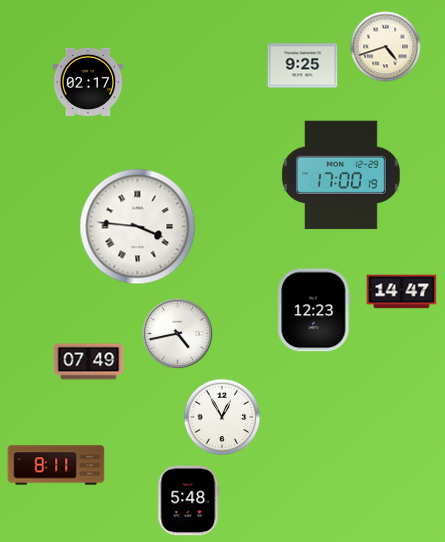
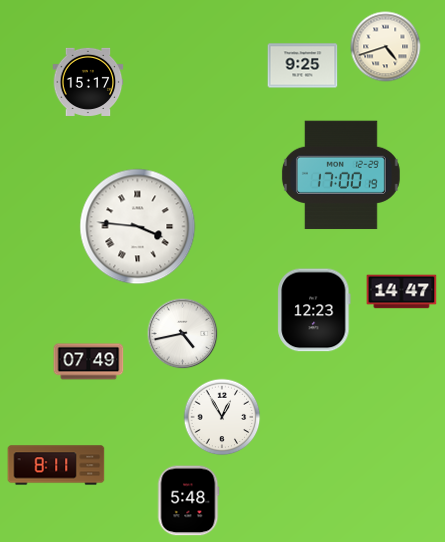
clock at (88, 82): 02:17 -> 15:17
clock at (178, 334) position: (178, 334) -> (183, 334)
